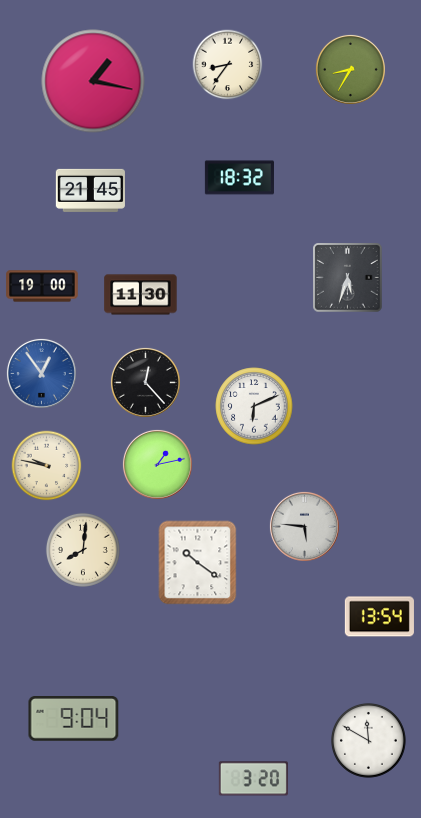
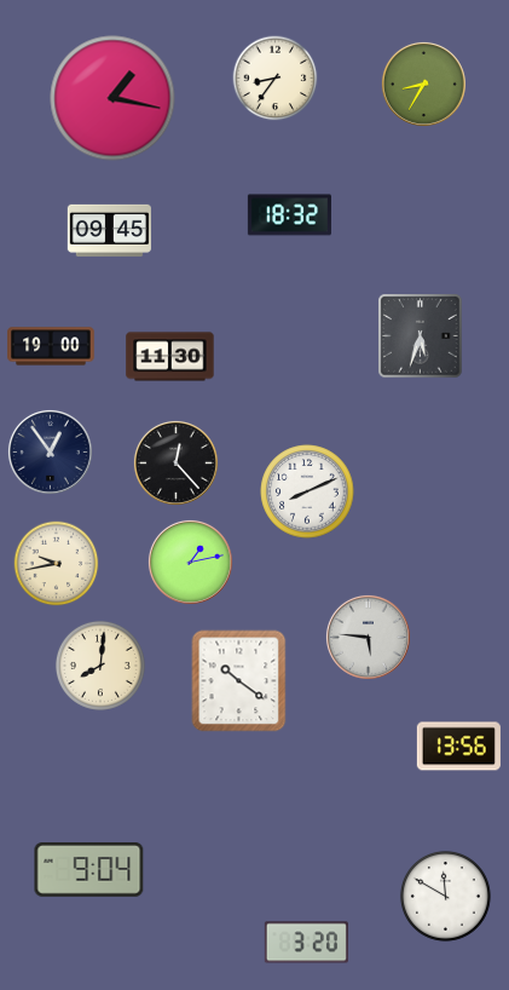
clock at (90, 190): 21:45 -> 09:45
clock at (41, 373) dial: blue -> navy
clock at (254, 406): 6:11 -> 8:11
clock at (47, 466): 9:47 -> 9:43
clock at (379, 617): 13:54 -> 13:56
